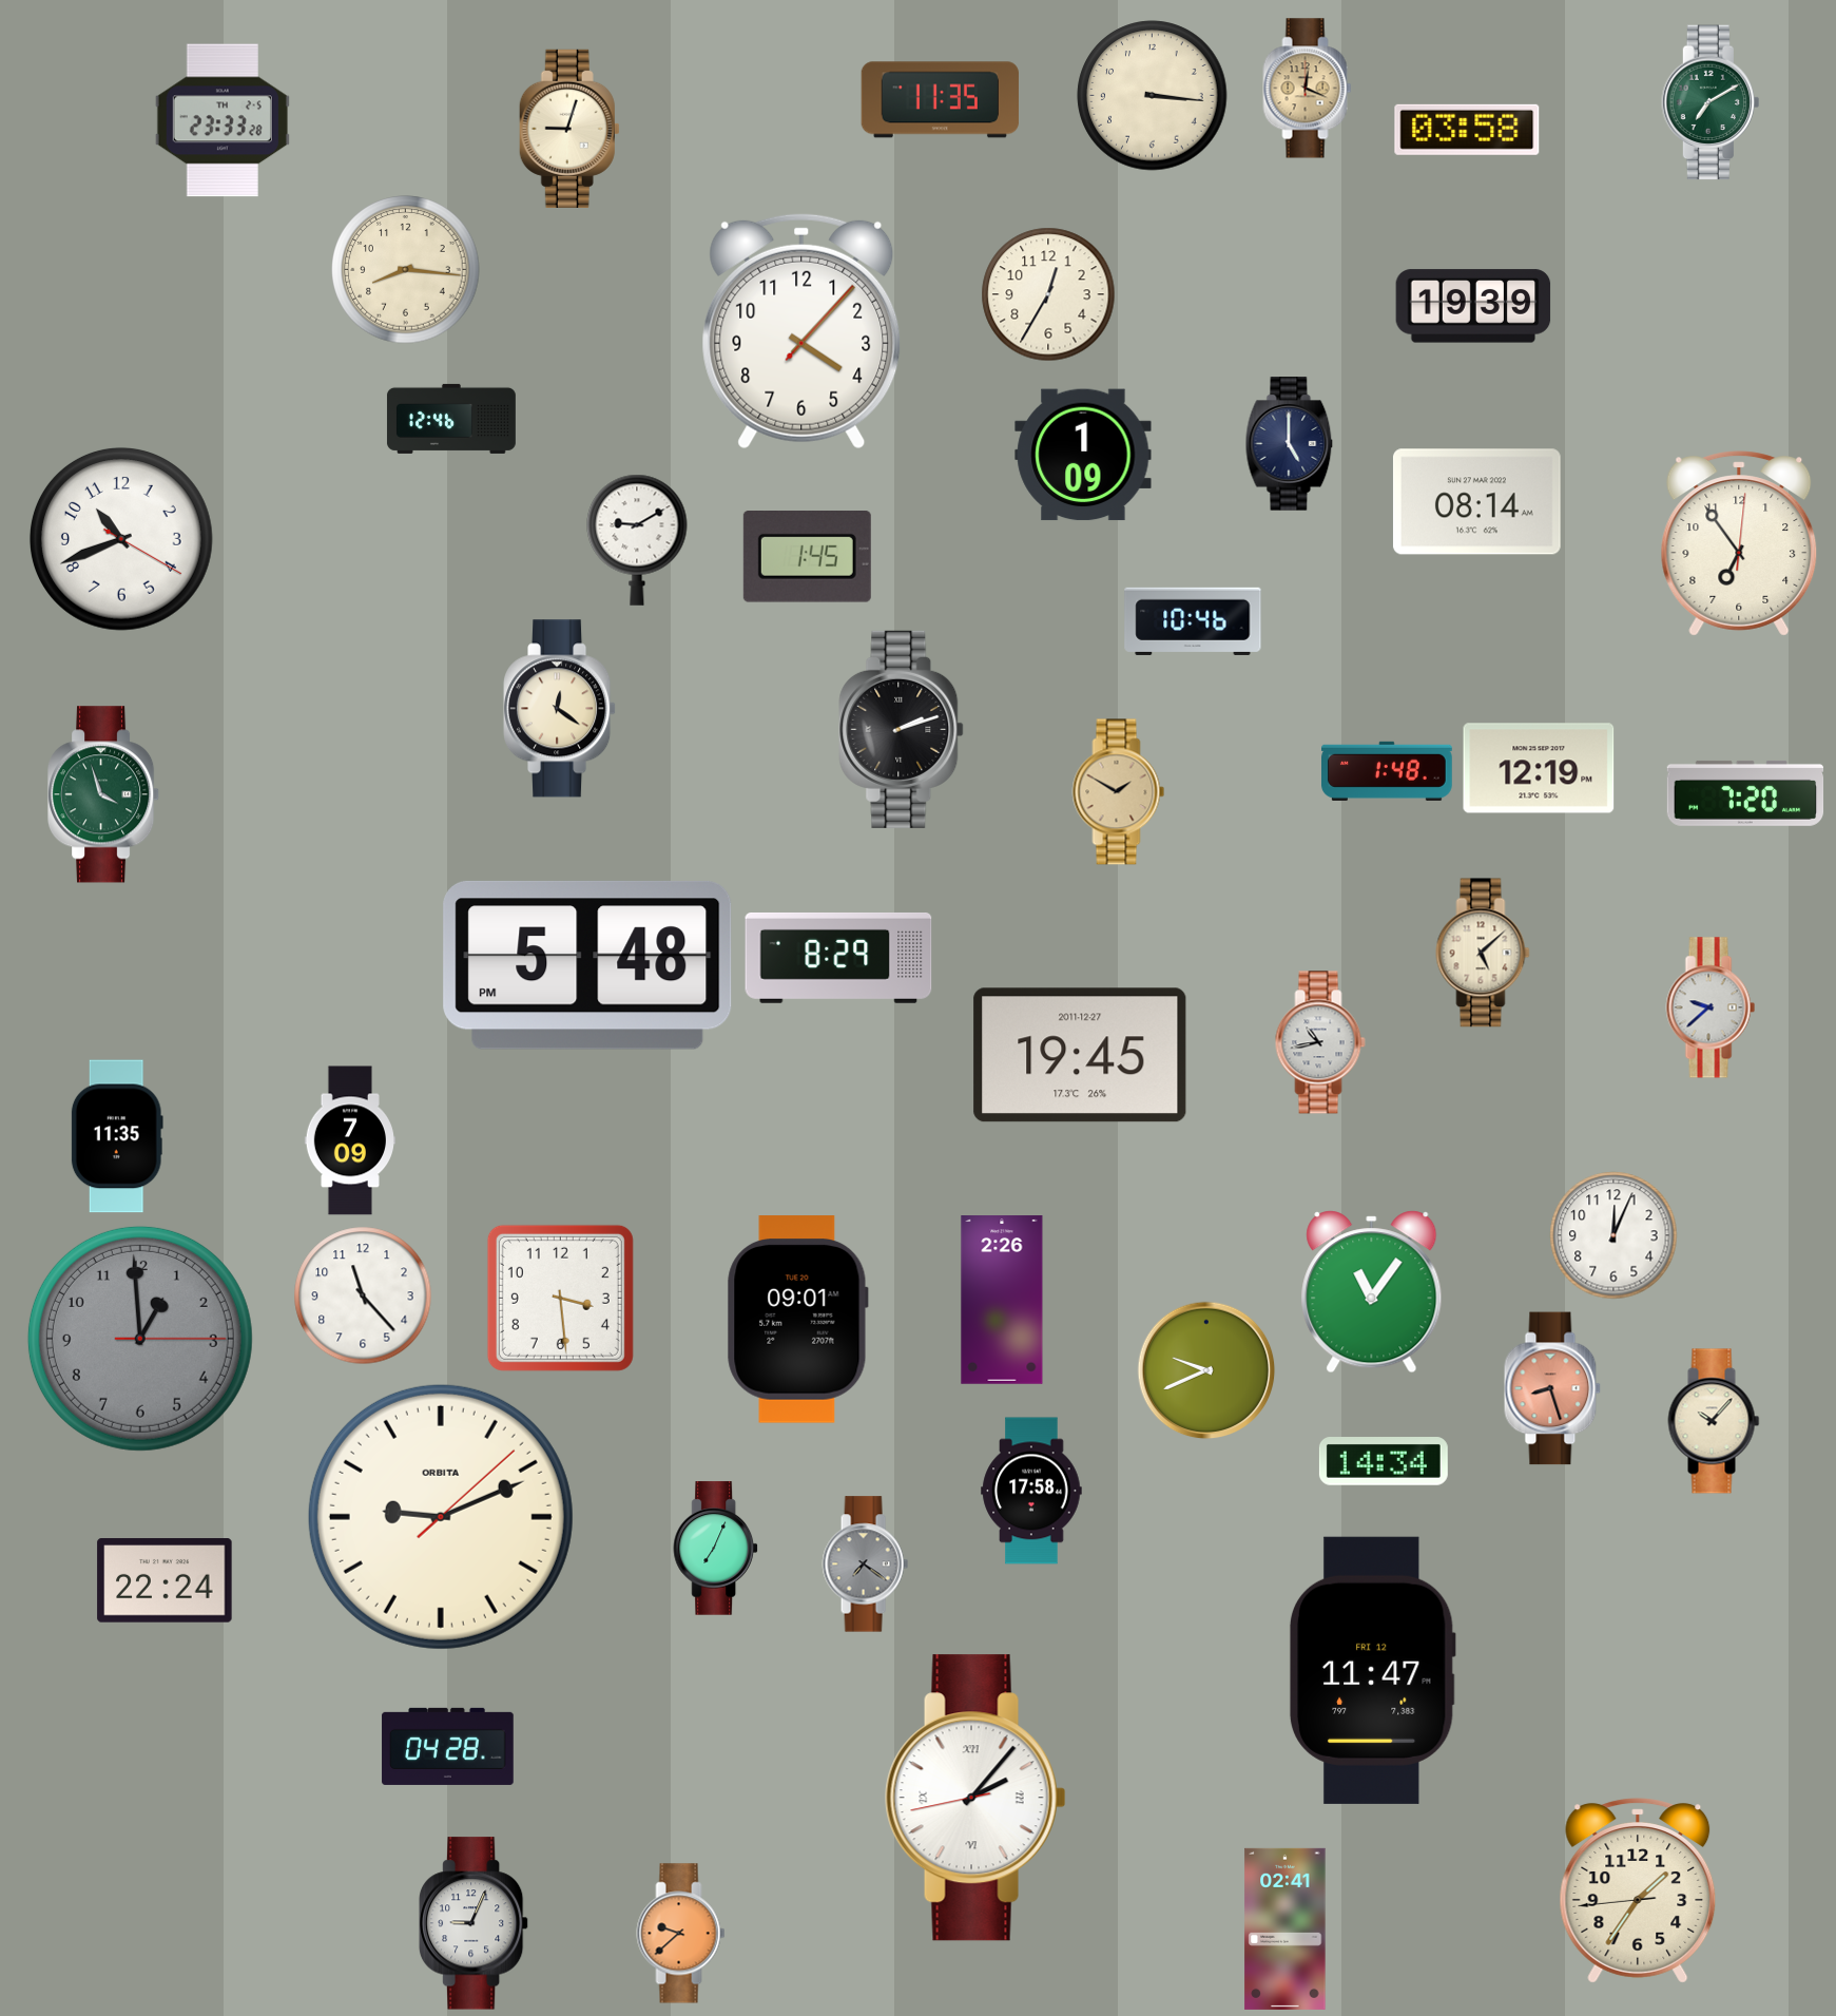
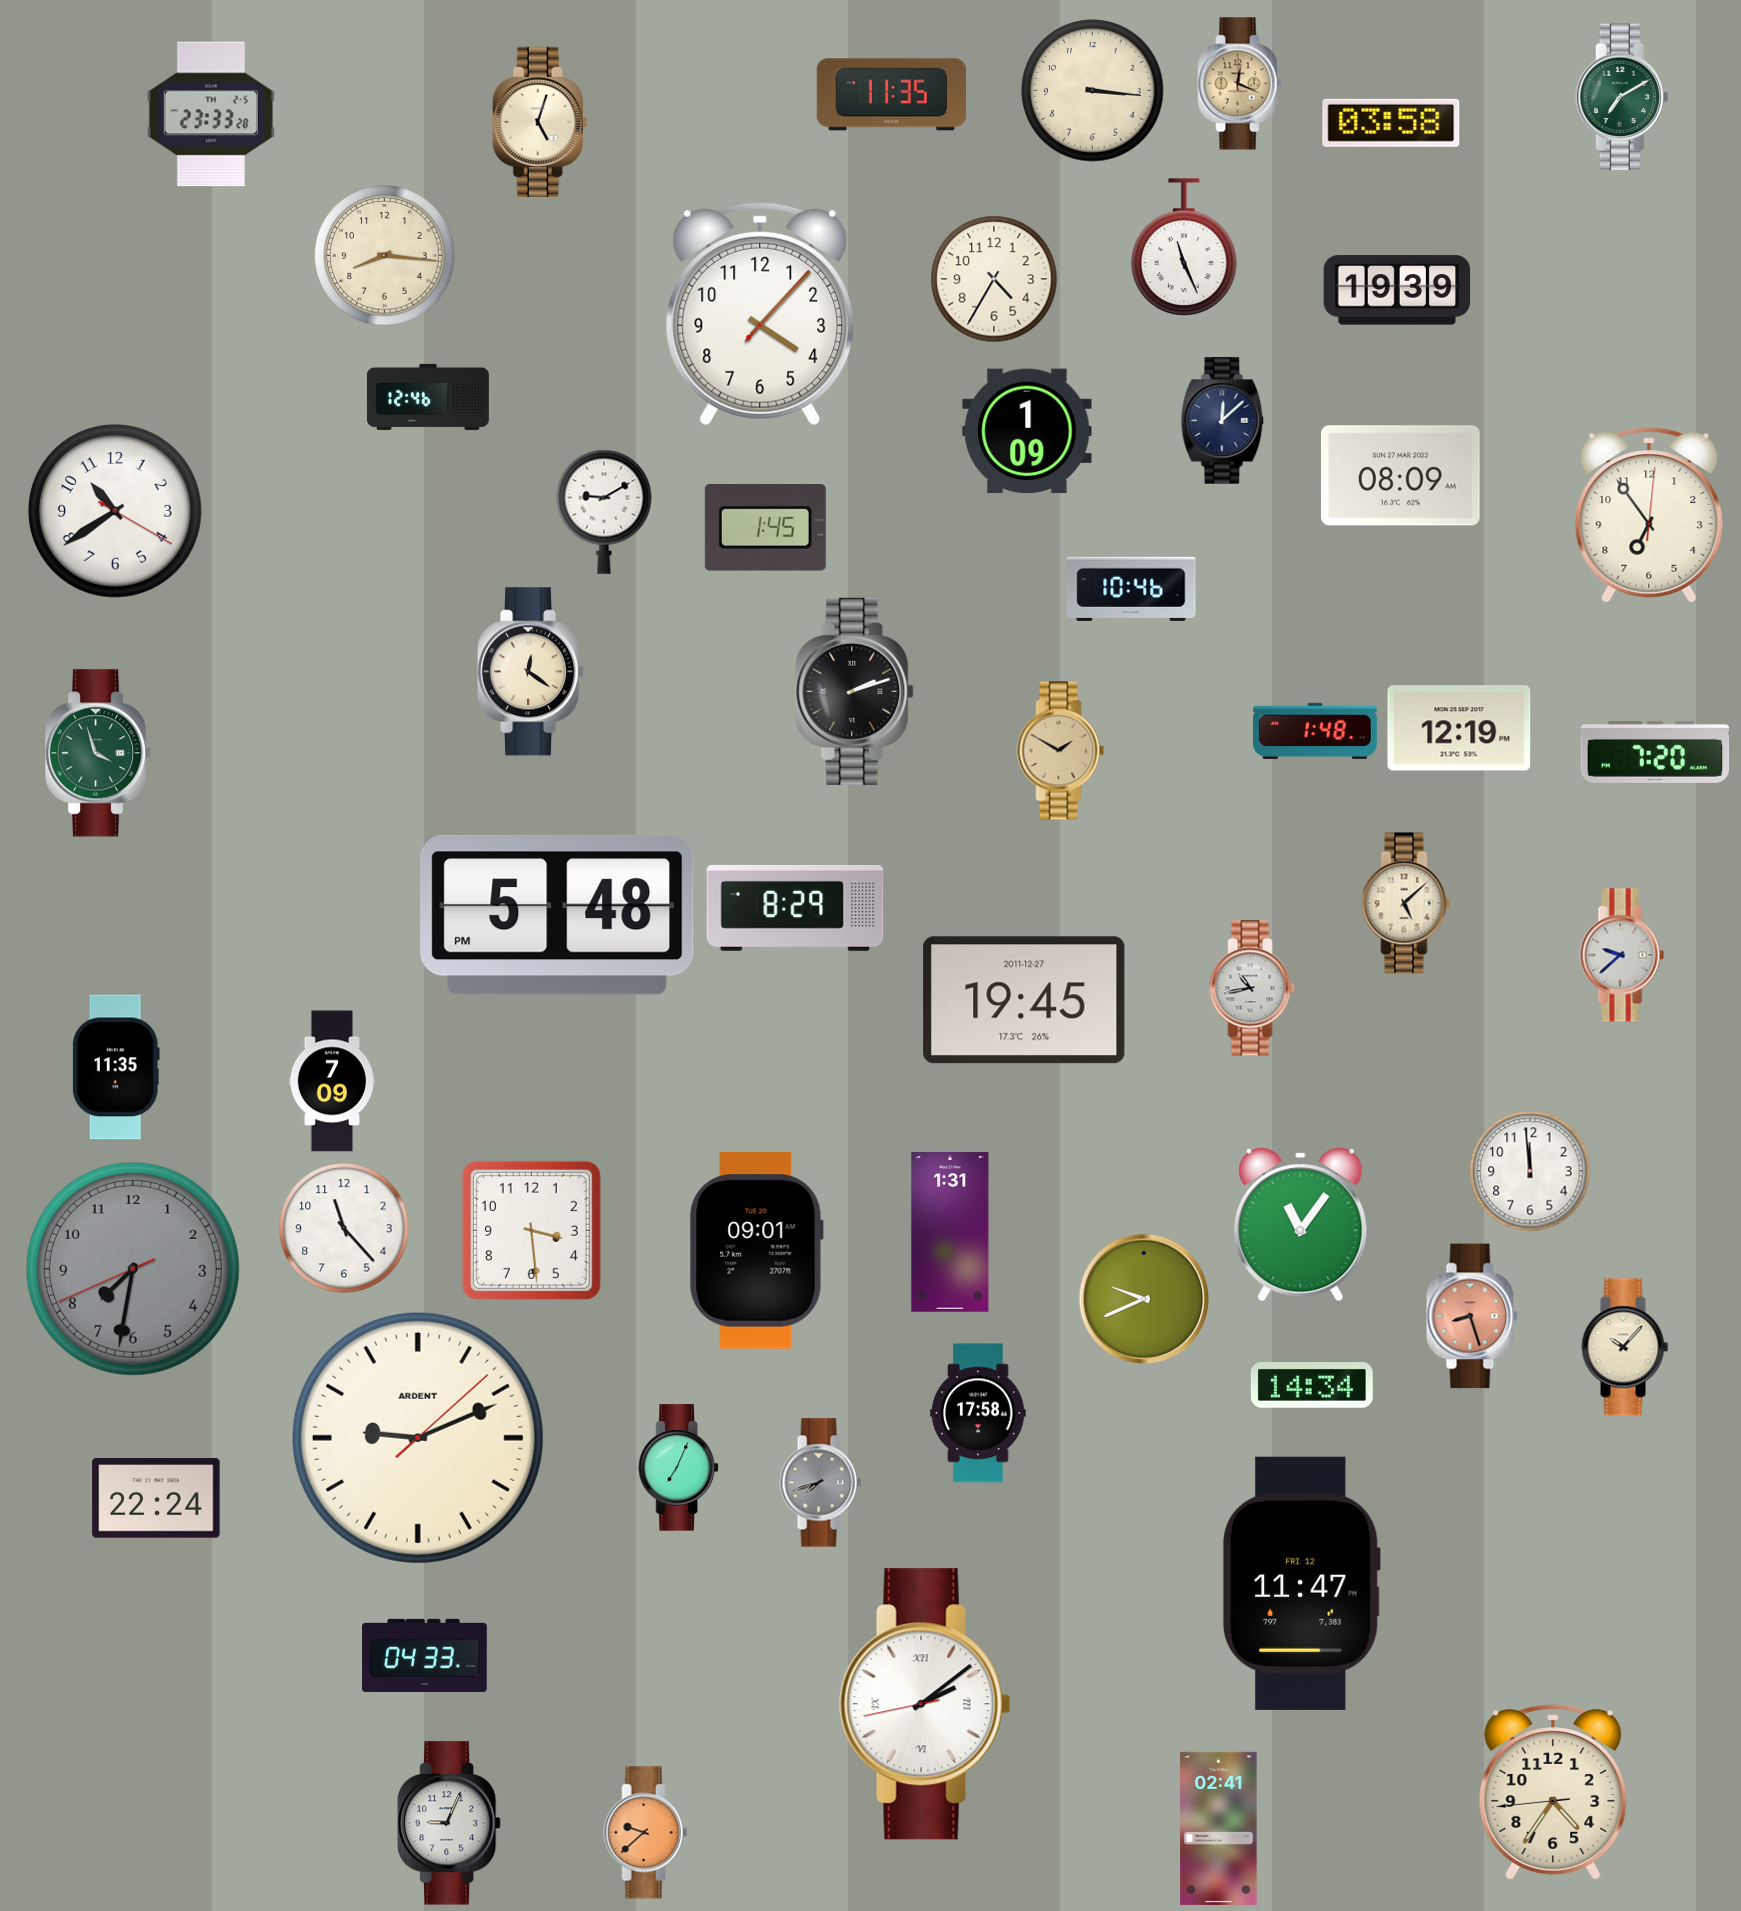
clock at (569, 129): 9:03 -> 5:03
clock at (1184, 247): none -> 11:26
clock at (1048, 294): 12:35 -> 4:35
clock at (1290, 444): 5:00 -> 12:08
clock at (1476, 502): 08:14 -> 08:09
clock at (121, 539): 10:41 -> 10:39
clock at (117, 1136) position: (117, 1136) -> (116, 1067)
clock at (1613, 1235): 12:04 -> 11:59
clock at (1002, 1300): 2:26 -> 1:31
clock at (140, 1339): 12:59 -> 7:31
clock at (441, 1517) brand: ORBITA -> ARDENT
clock at (865, 1564): 7:21 -> 7:42
clock at (448, 1746): 04:28 -> 04:33
clock at (975, 1798): 2:06 -> 2:08
clock at (1638, 1890): 1:35 -> 4:35
